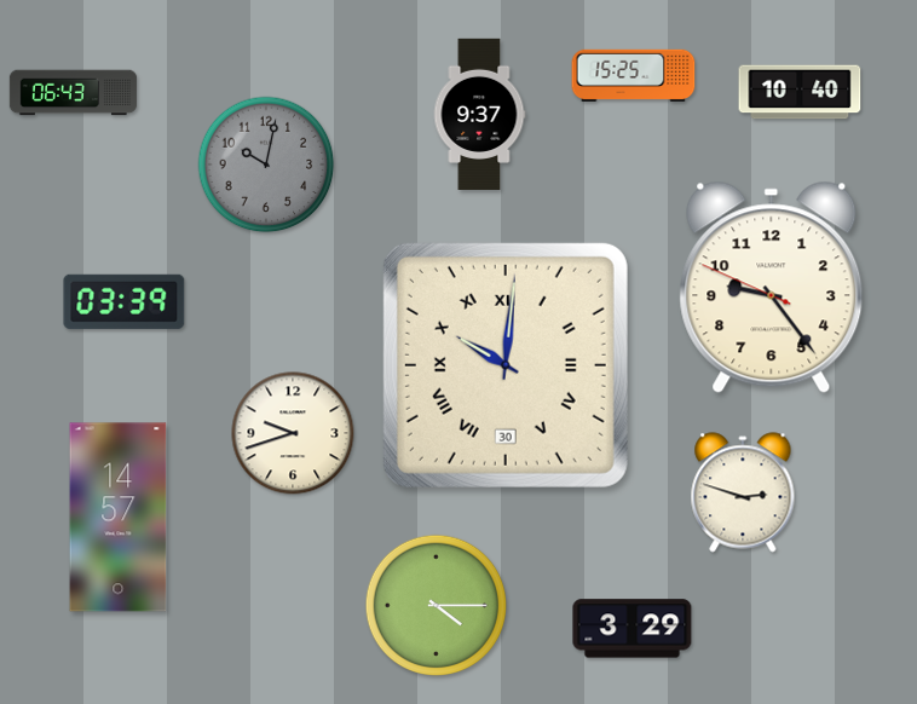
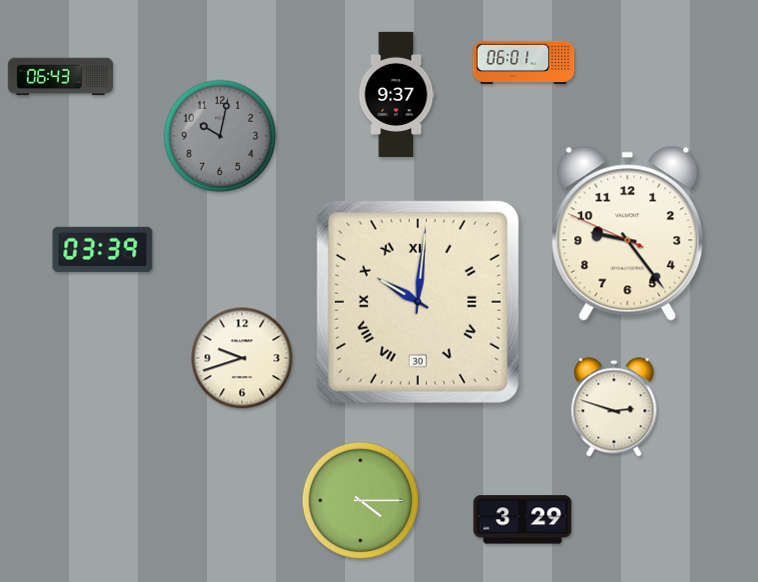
clock at (634, 75): 15:25 -> 06:01
clock at (800, 92): 10:40 -> none
clock at (772, 287) position: (772, 287) -> (628, 233)
clock at (119, 518): 14:57 -> none
